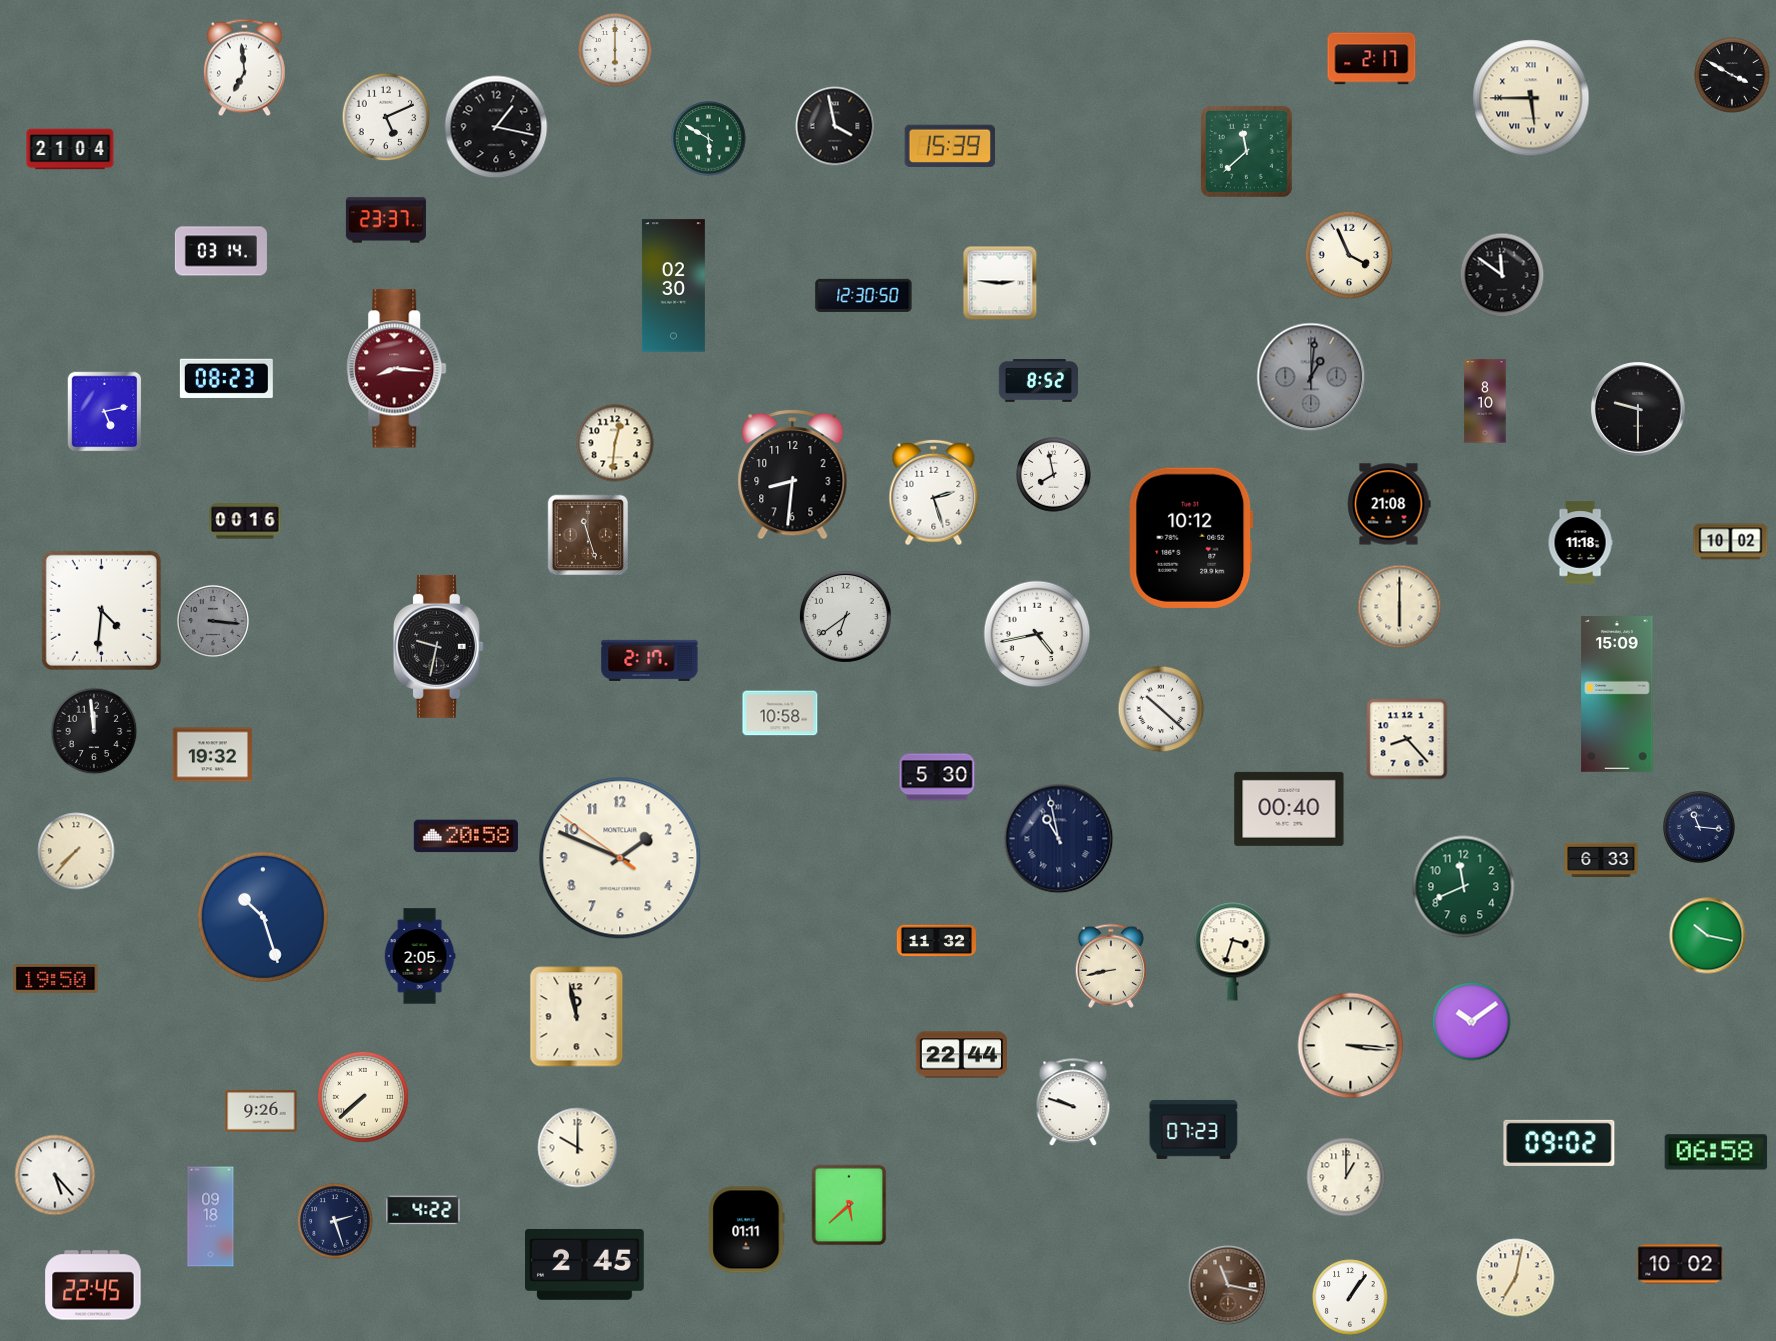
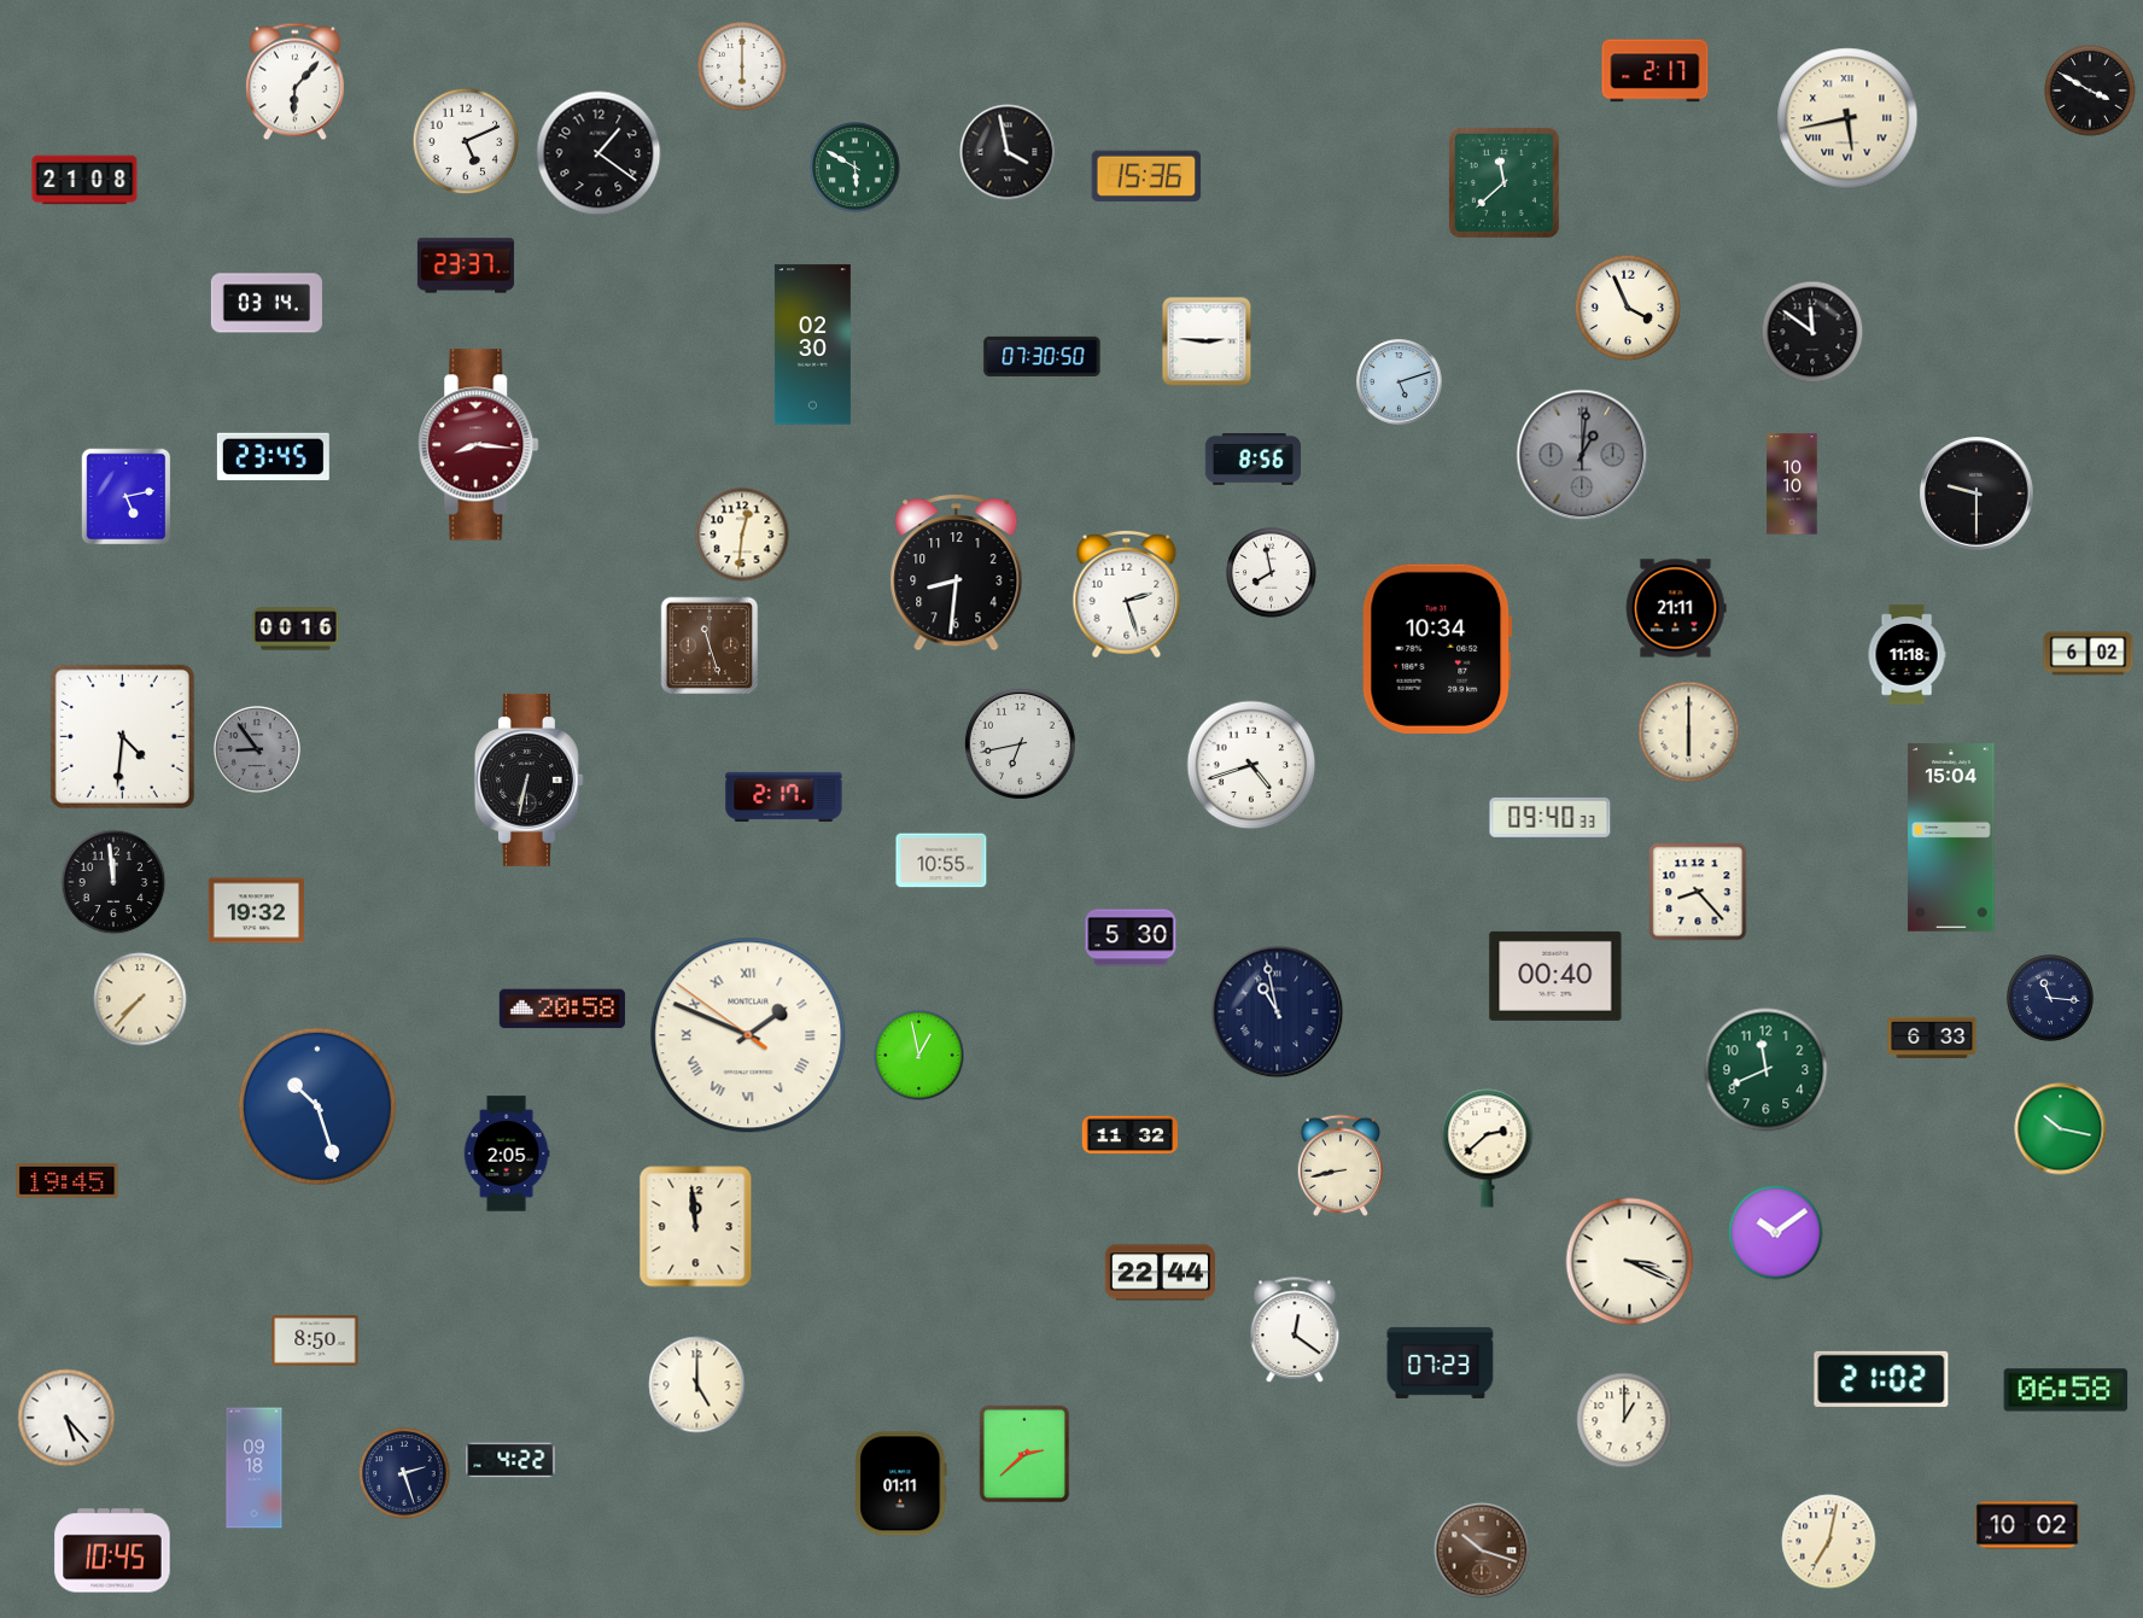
clock at (615, 50) position: (615, 50) -> (742, 66)
clock at (244, 68): 6:59 -> 6:07
clock at (1531, 98): 5:45 -> 5:43
clock at (496, 127): 1:17 -> 1:21
clock at (950, 146): 15:39 -> 15:36
clock at (70, 149): 21:04 -> 21:08
clock at (864, 295): 12:30 -> 07:30
clock at (1400, 382): none -> 5:12
clock at (226, 378): 08:23 -> 23:45
clock at (1038, 381): 8:52 -> 8:56
clock at (1485, 401): 8:10 -> 10:10
clock at (1389, 504): 21:08 -> 21:11
clock at (1191, 538): 10:12 -> 10:34
clock at (1731, 542): 10:02 -> 6:02
clock at (845, 616): 6:39 -> 6:43
clock at (214, 622): 3:16 -> 8:54
clock at (1037, 634): 4:43 -> 4:42
clock at (438, 646): 9:32 -> 6:32
clock at (1551, 817): none -> 09:40
clock at (1617, 695): 15:09 -> 15:04
clock at (1161, 709): 10:22 -> none
clock at (780, 713): 10:58 -> 10:55
clock at (76, 851) position: (76, 851) -> (140, 999)
clock at (620, 858) numerals: Arabic -> Roman
clock at (919, 1056): none -> 12:58
clock at (1233, 952): 3:33 -> 2:38
clock at (56, 979): 19:50 -> 19:45
clock at (577, 1017): 11:58 -> 11:59
clock at (1351, 1046): 3:16 -> 3:19
clock at (363, 1097): 7:38 -> none
clock at (1073, 1103): 9:48 -> 12:21
clock at (261, 1111): 9:26 -> 8:50
clock at (1559, 1143): 09:02 -> 21:02
clock at (578, 1148): 10:00 -> 5:00
clock at (1716, 1152) position: (1716, 1152) -> (2066, 1390)
clock at (849, 1205): 5:38 -> 2:38
clock at (585, 1264): 2:45 -> none
clock at (93, 1285): 22:45 -> 10:45
clock at (1228, 1285): 11:17 -> 10:18
clock at (1350, 1297): 1:06 -> none
